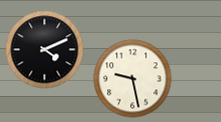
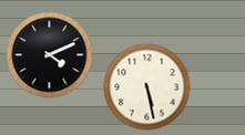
clock at (132, 78): 9:28 -> 5:28
